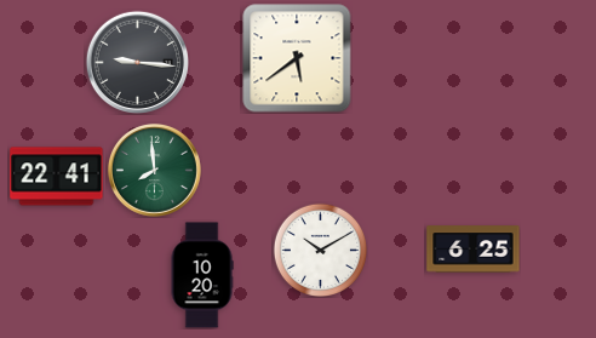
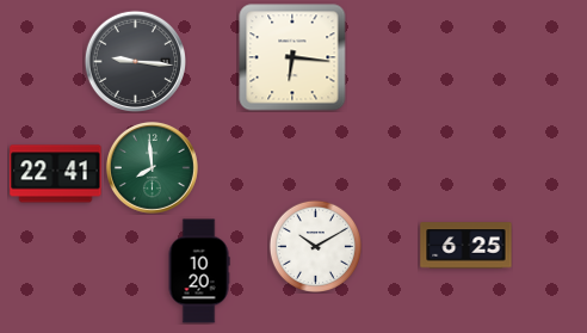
clock at (297, 58): 5:39 -> 6:16
